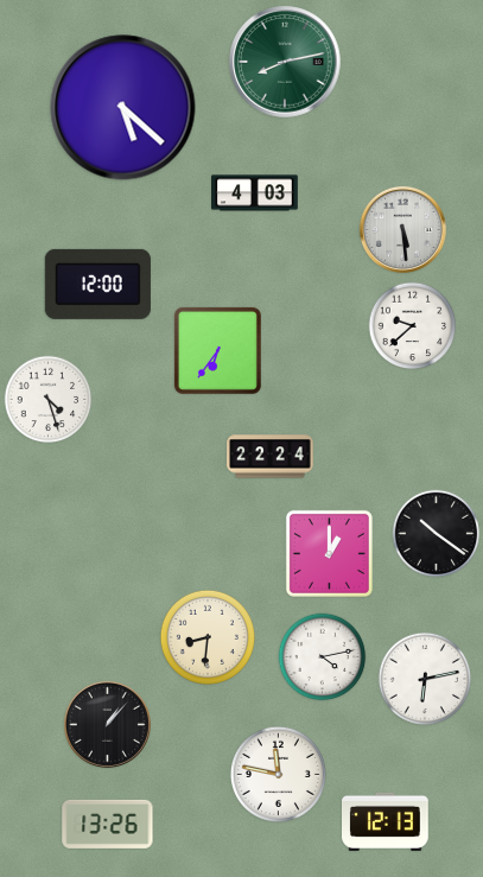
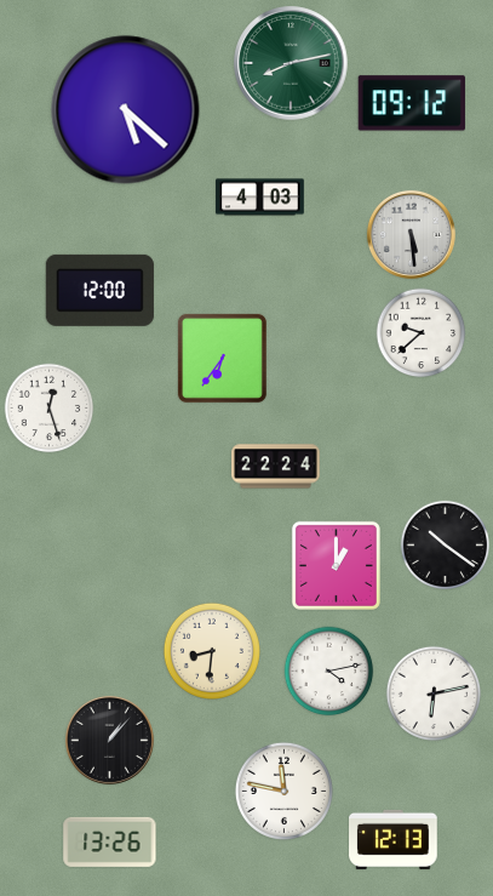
clock at (412, 103): none -> 09:12
clock at (49, 400): 4:27 -> 12:27
